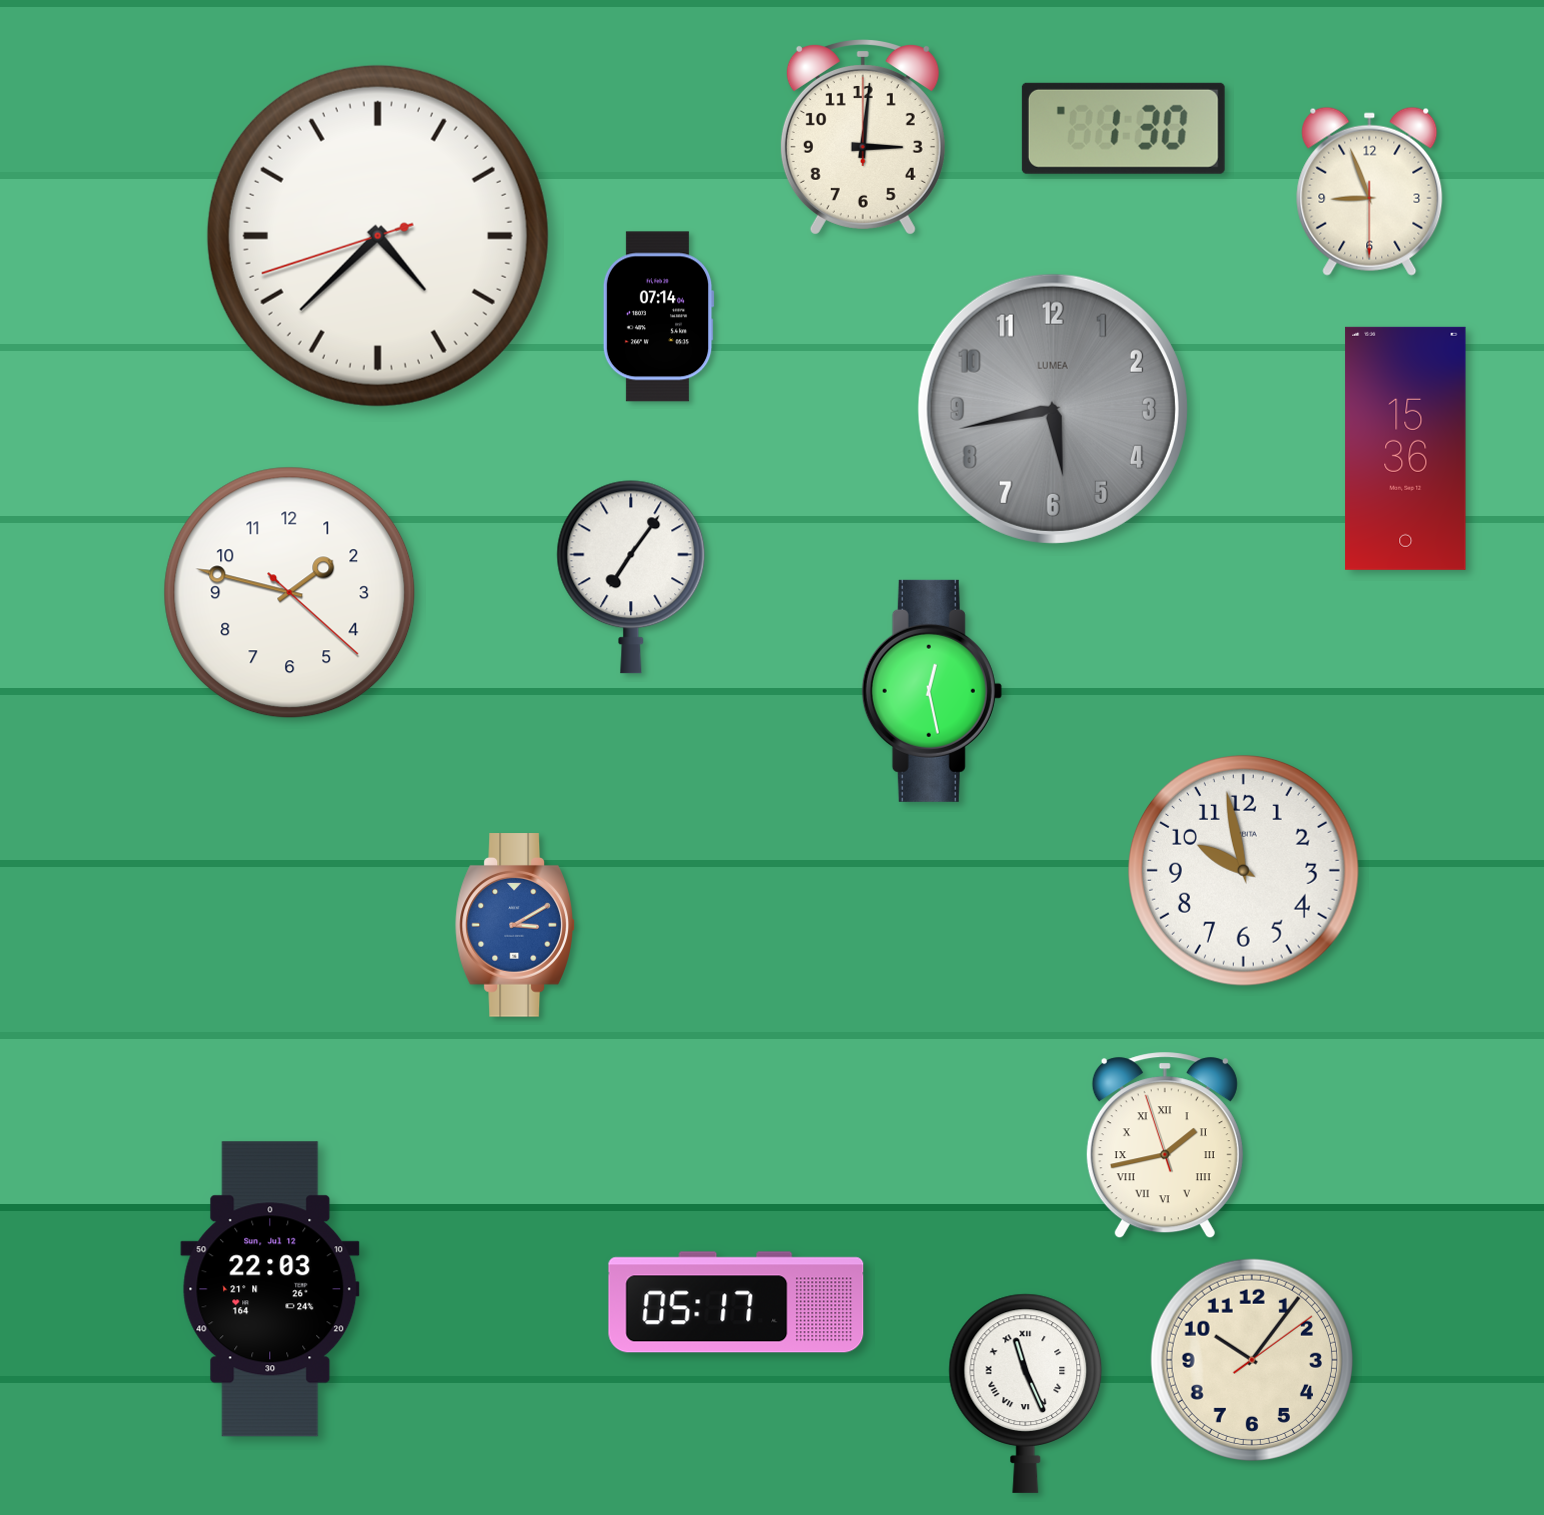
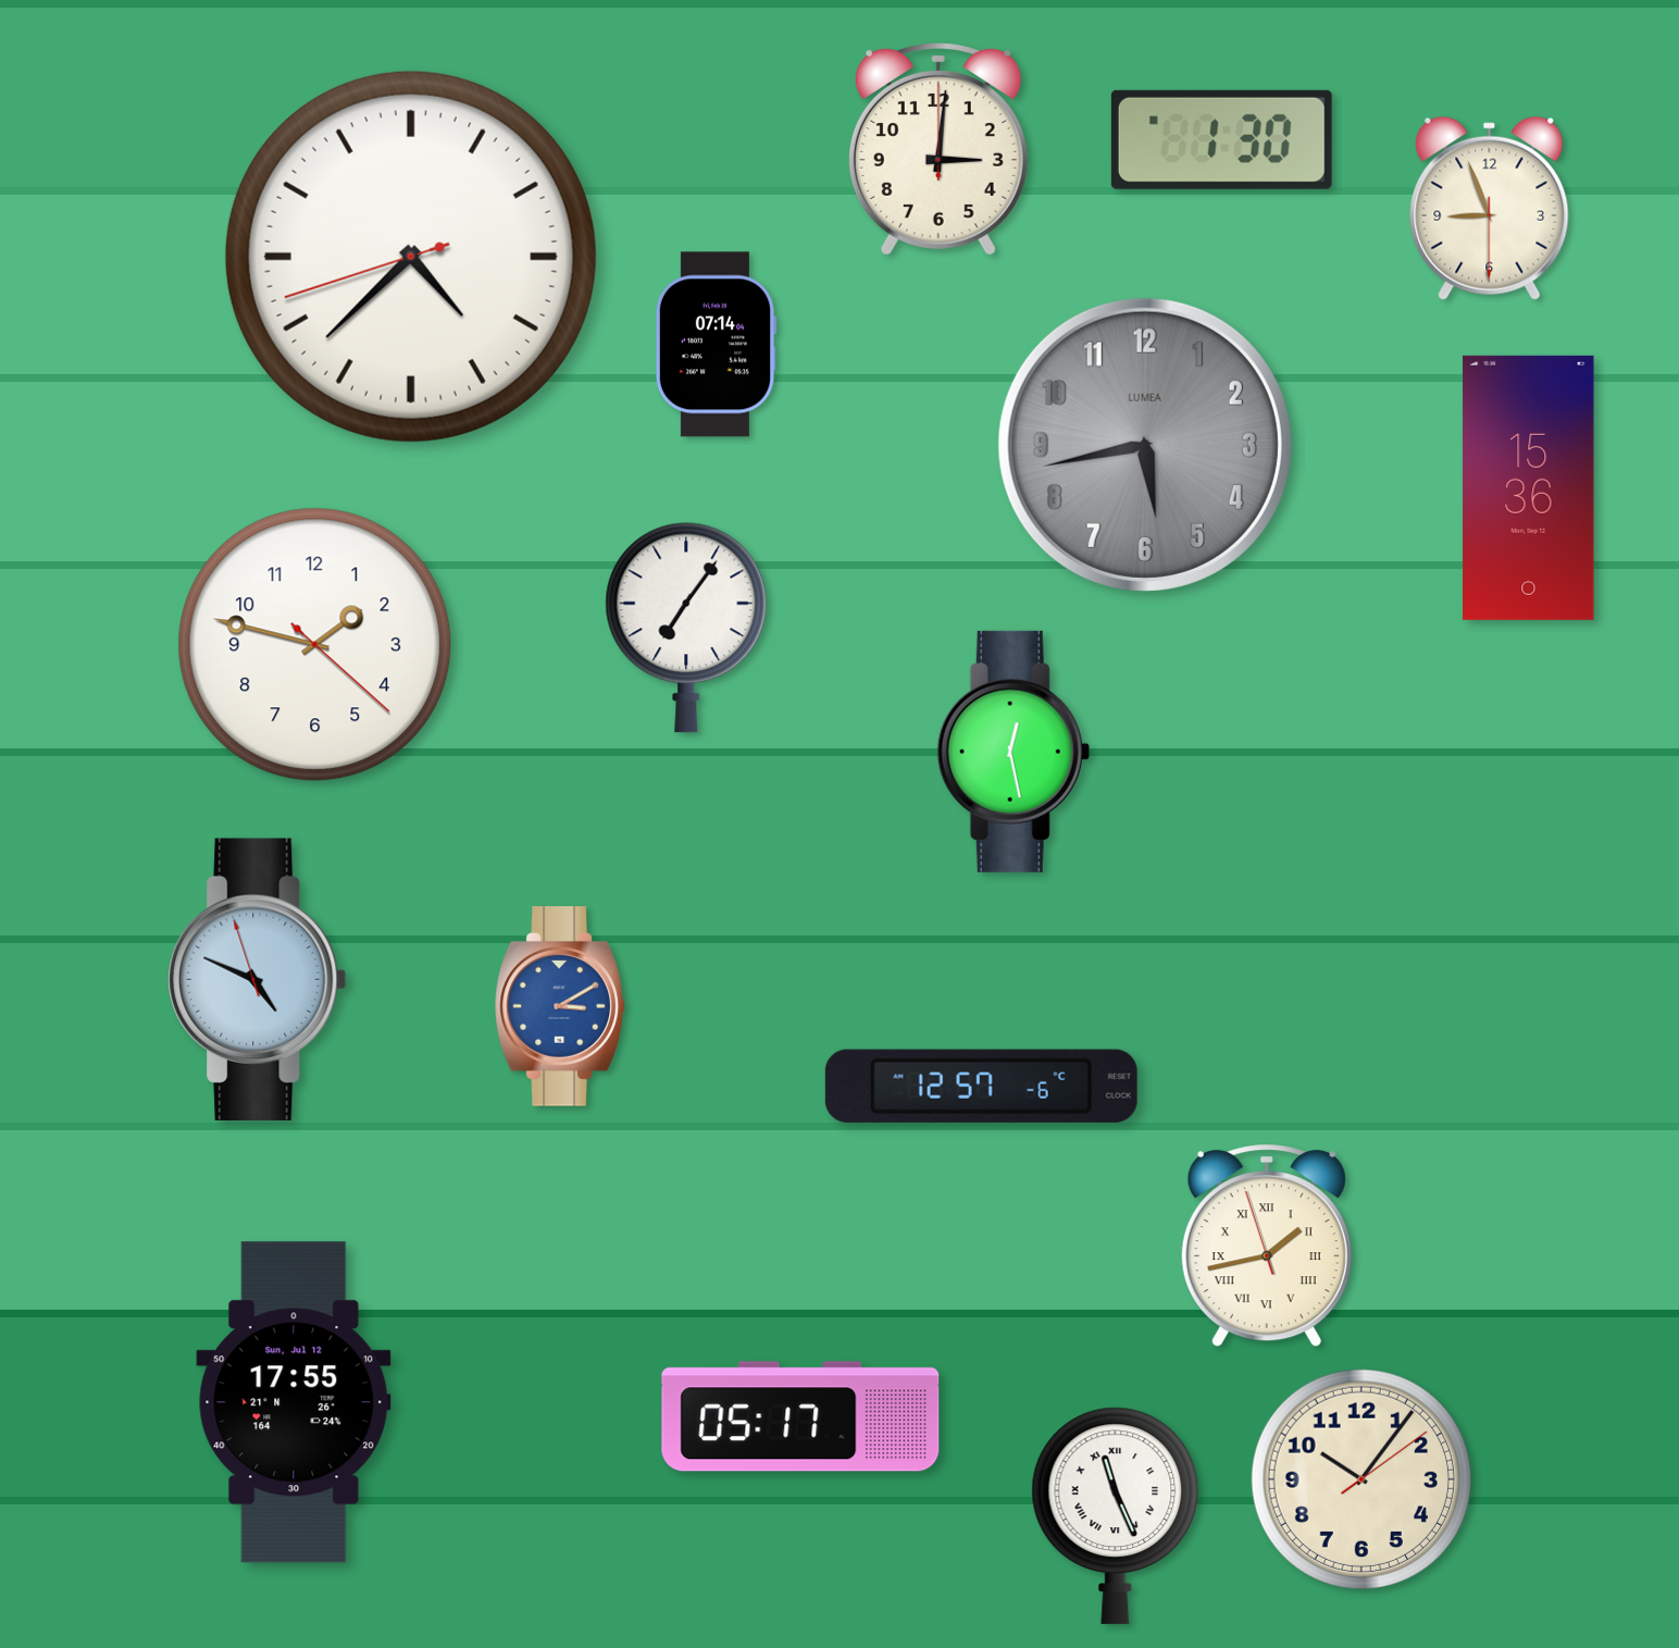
clock at (1244, 871): 9:58 -> none
clock at (258, 979): none -> 4:48
clock at (981, 1086): none -> 12:57
clock at (270, 1289): 22:03 -> 17:55
